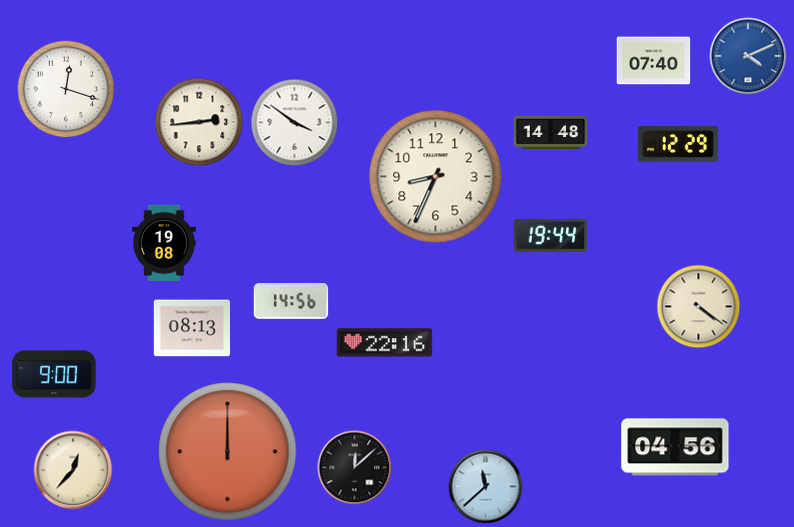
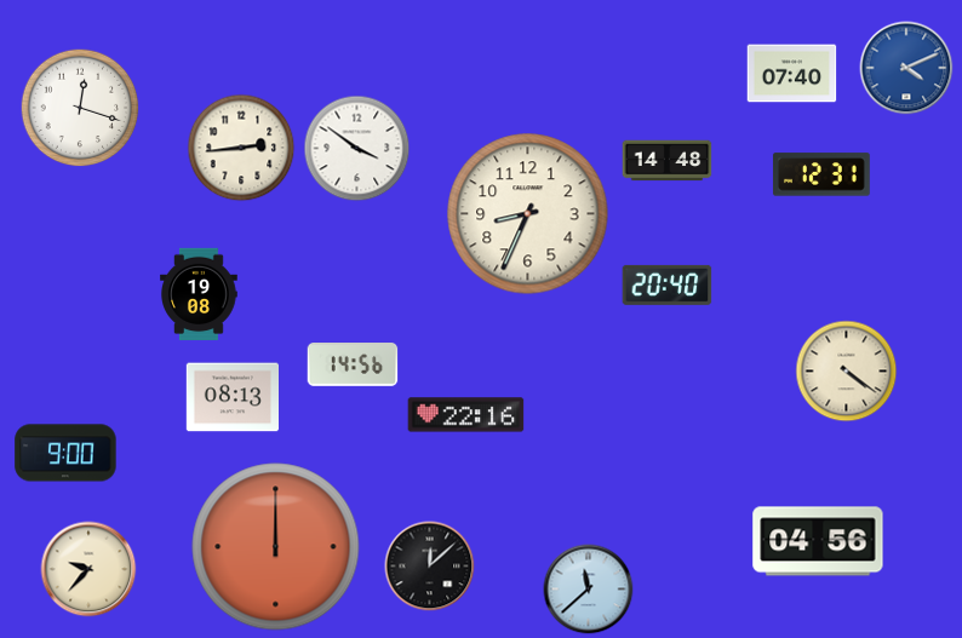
clock at (678, 144): 12:29 -> 12:31
clock at (551, 235): 19:44 -> 20:40
clock at (73, 470): 12:37 -> 9:37
